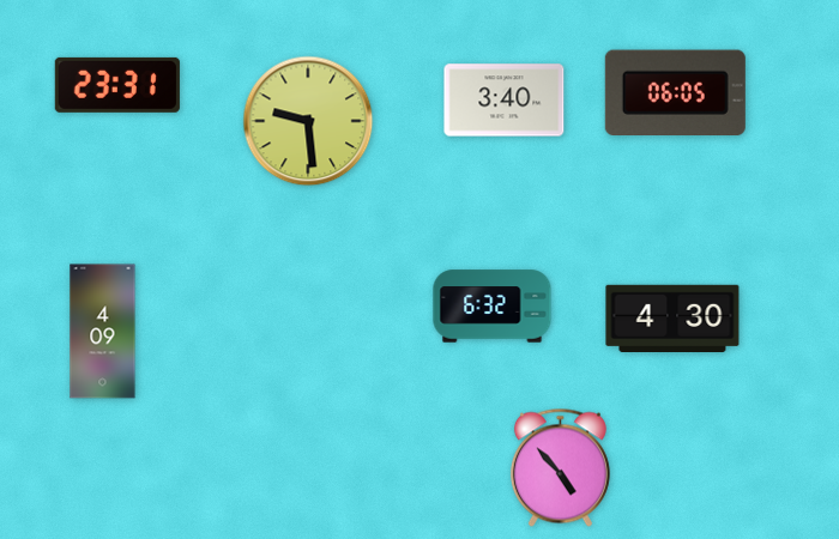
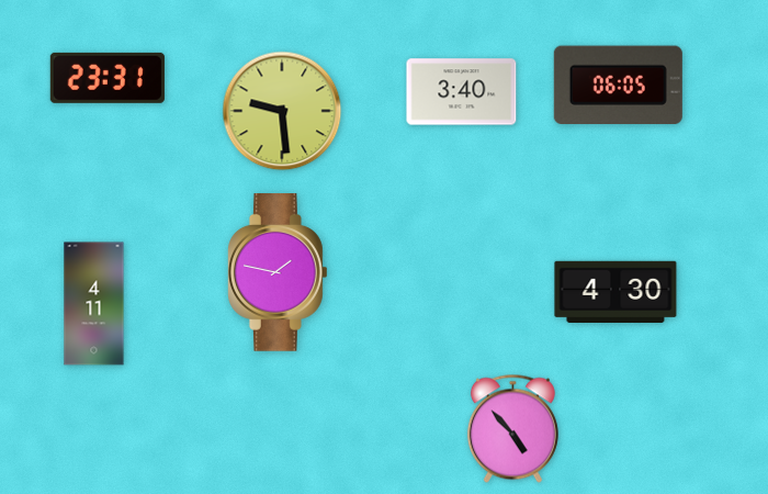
clock at (279, 273): none -> 1:47
clock at (493, 307): 6:32 -> none
clock at (103, 332): 4:09 -> 4:11
